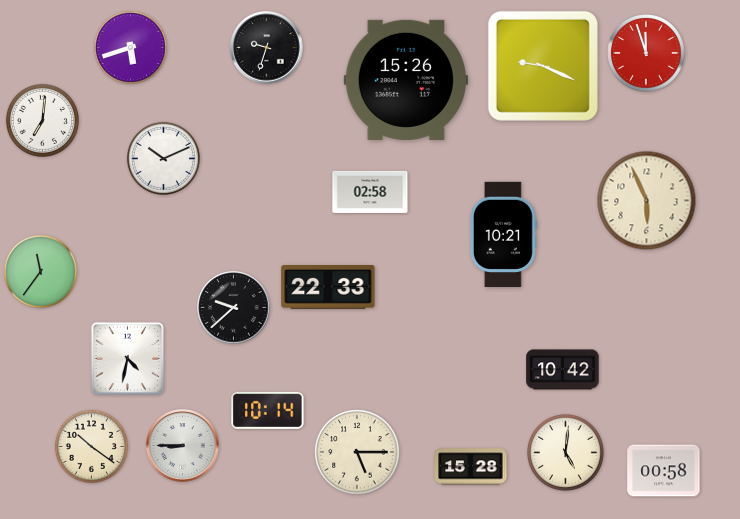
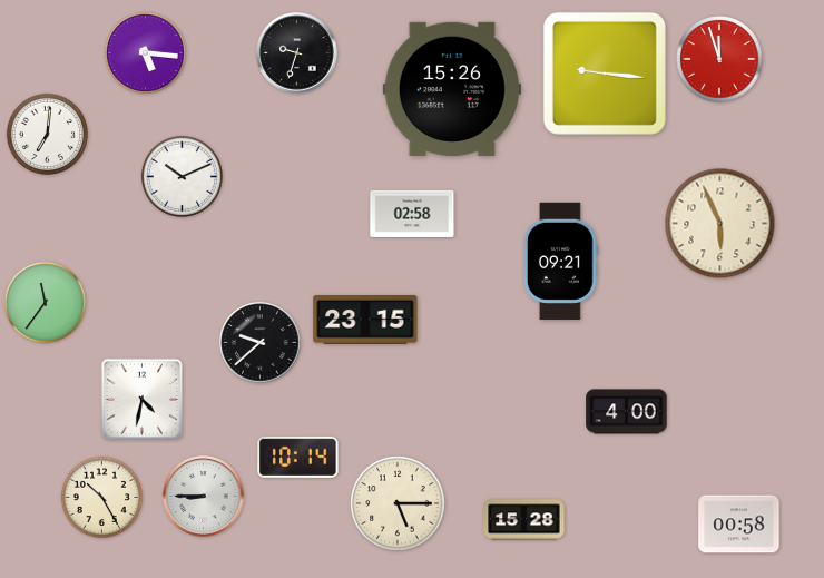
clock at (130, 47): 5:42 -> 5:16
clock at (543, 66): 9:19 -> 9:16
clock at (504, 234): 10:21 -> 09:21
clock at (328, 288): 22:33 -> 23:15
clock at (563, 370): 10:42 -> 4:00
clock at (91, 446): 10:21 -> 10:25
clock at (565, 452): 5:01 -> none
